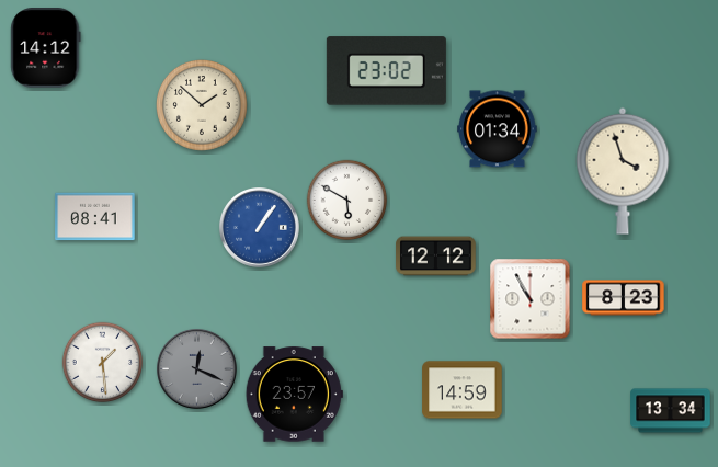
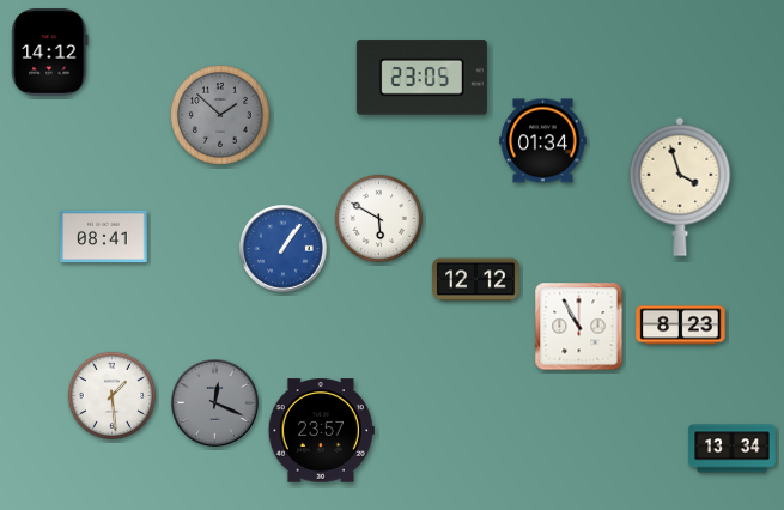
clock at (386, 71): 23:02 -> 23:05
clock at (203, 106) dial: cream -> grey
clock at (463, 390): 14:59 -> none
